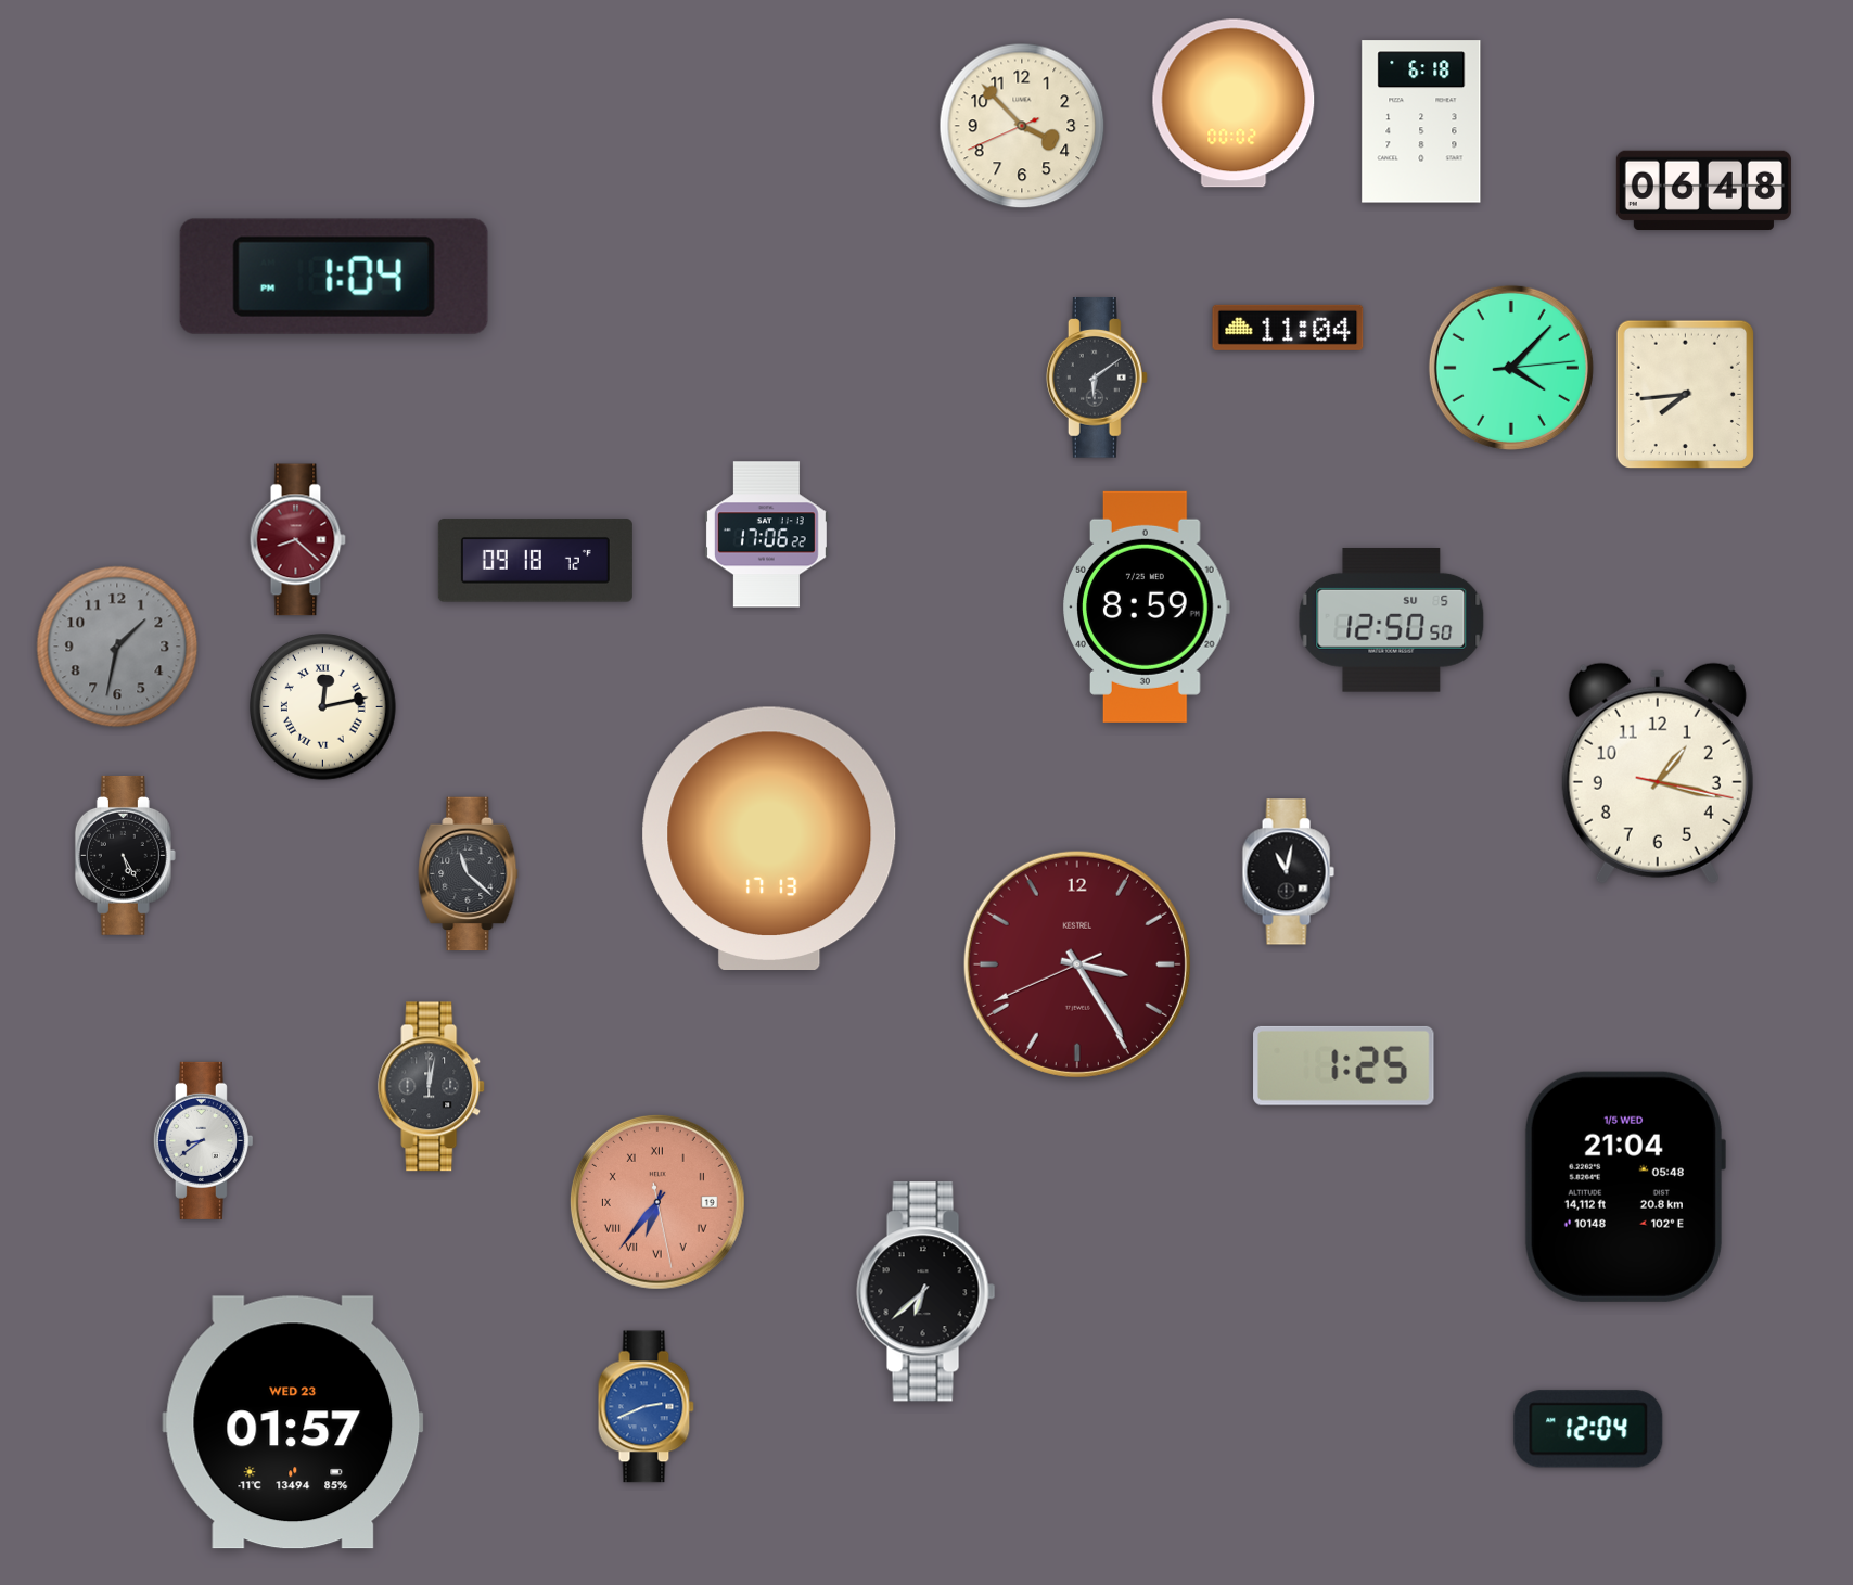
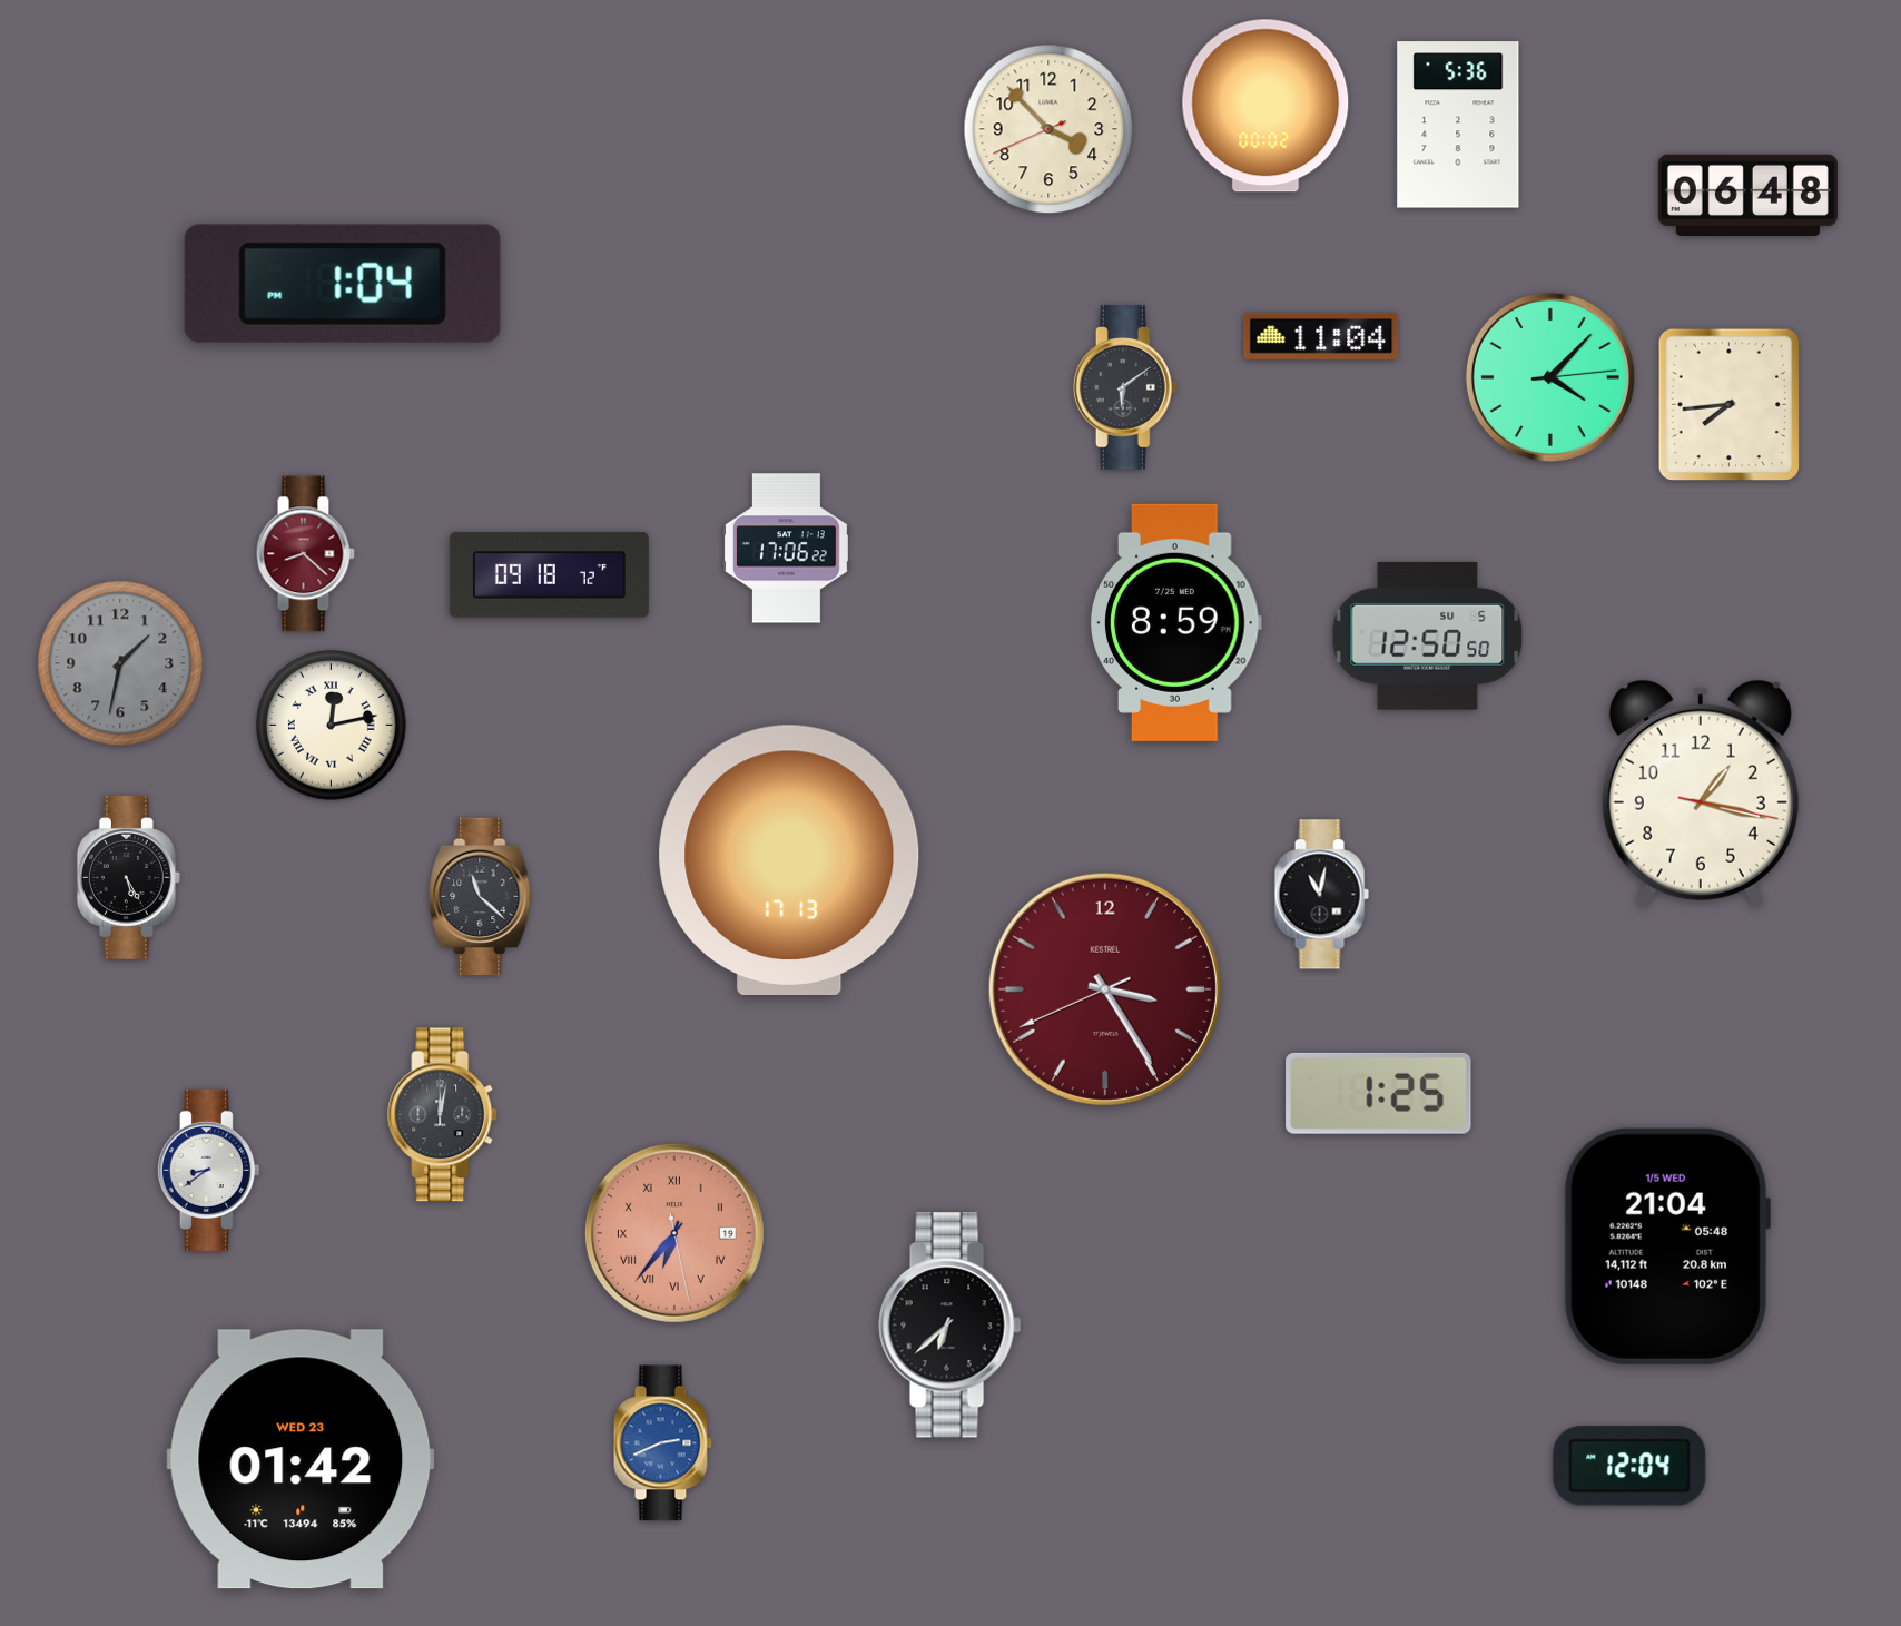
clock at (1421, 122): 6:18 -> 5:36
clock at (1624, 1187) position: (1624, 1187) -> (1666, 1246)
clock at (293, 1422): 01:57 -> 01:42
